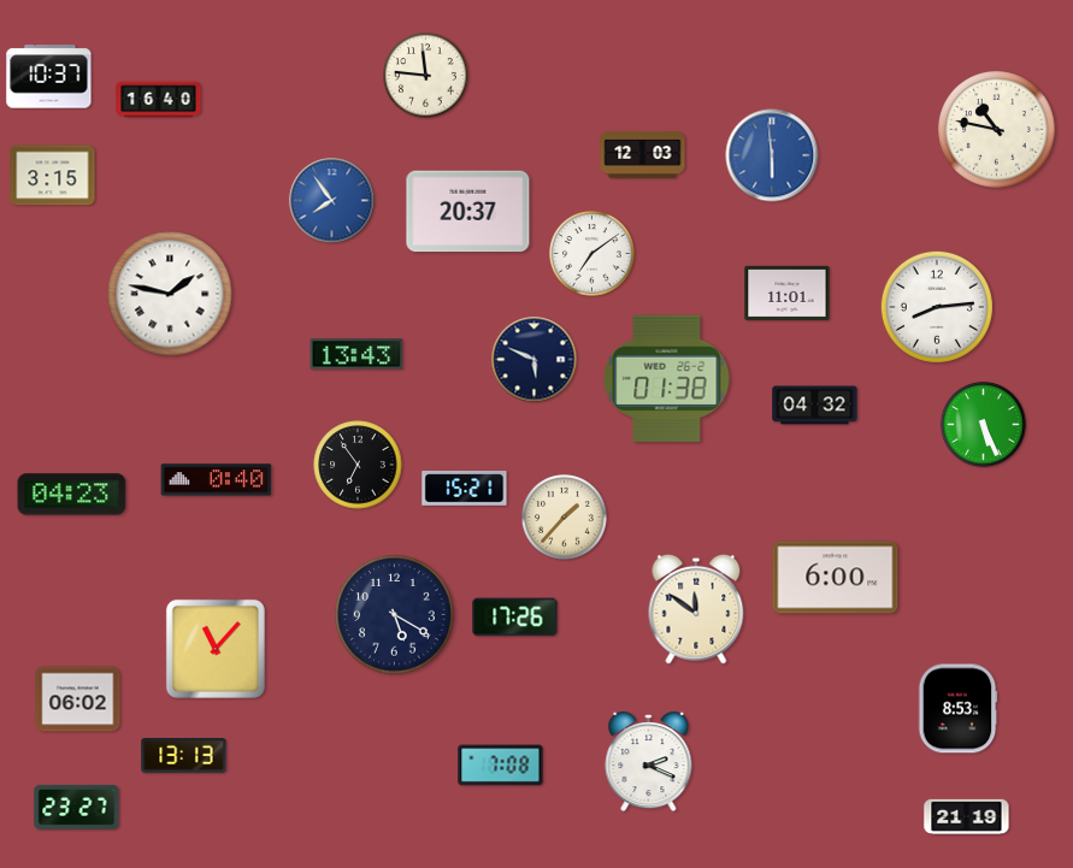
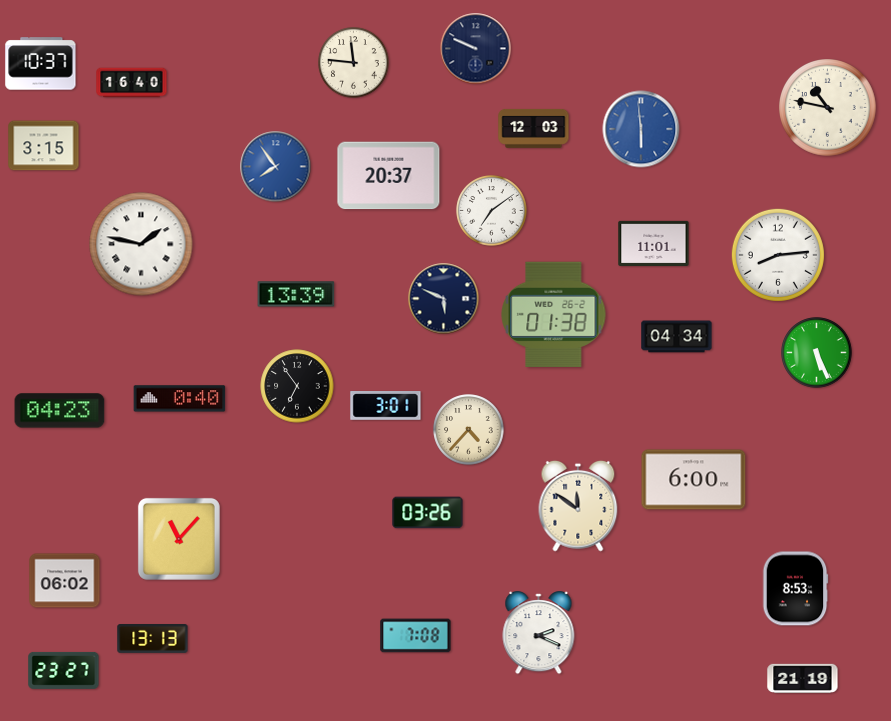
clock at (476, 49): none -> 9:49
clock at (356, 354): 13:43 -> 13:39
clock at (815, 406): 04:32 -> 04:34
clock at (465, 489): 15:21 -> 3:01
clock at (565, 518): 1:37 -> 4:37
clock at (395, 615): 5:20 -> none
clock at (515, 618): 17:26 -> 03:26
clock at (184, 756) position: (184, 756) -> (153, 639)
